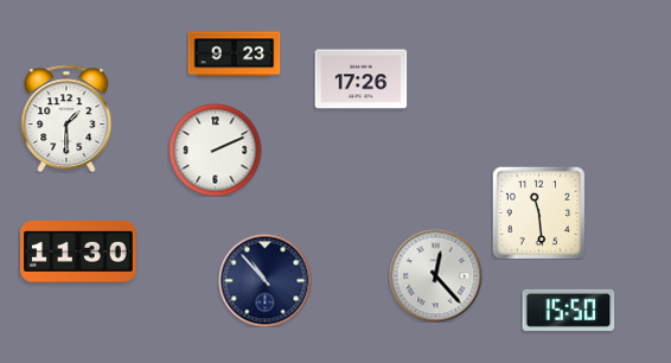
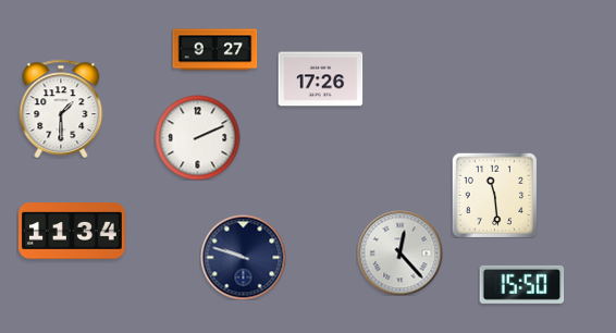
clock at (234, 55): 9:23 -> 9:27
clock at (360, 79) position: (360, 79) -> (320, 79)
clock at (78, 251): 11:30 -> 11:34
clock at (264, 280): 10:53 -> 9:48
